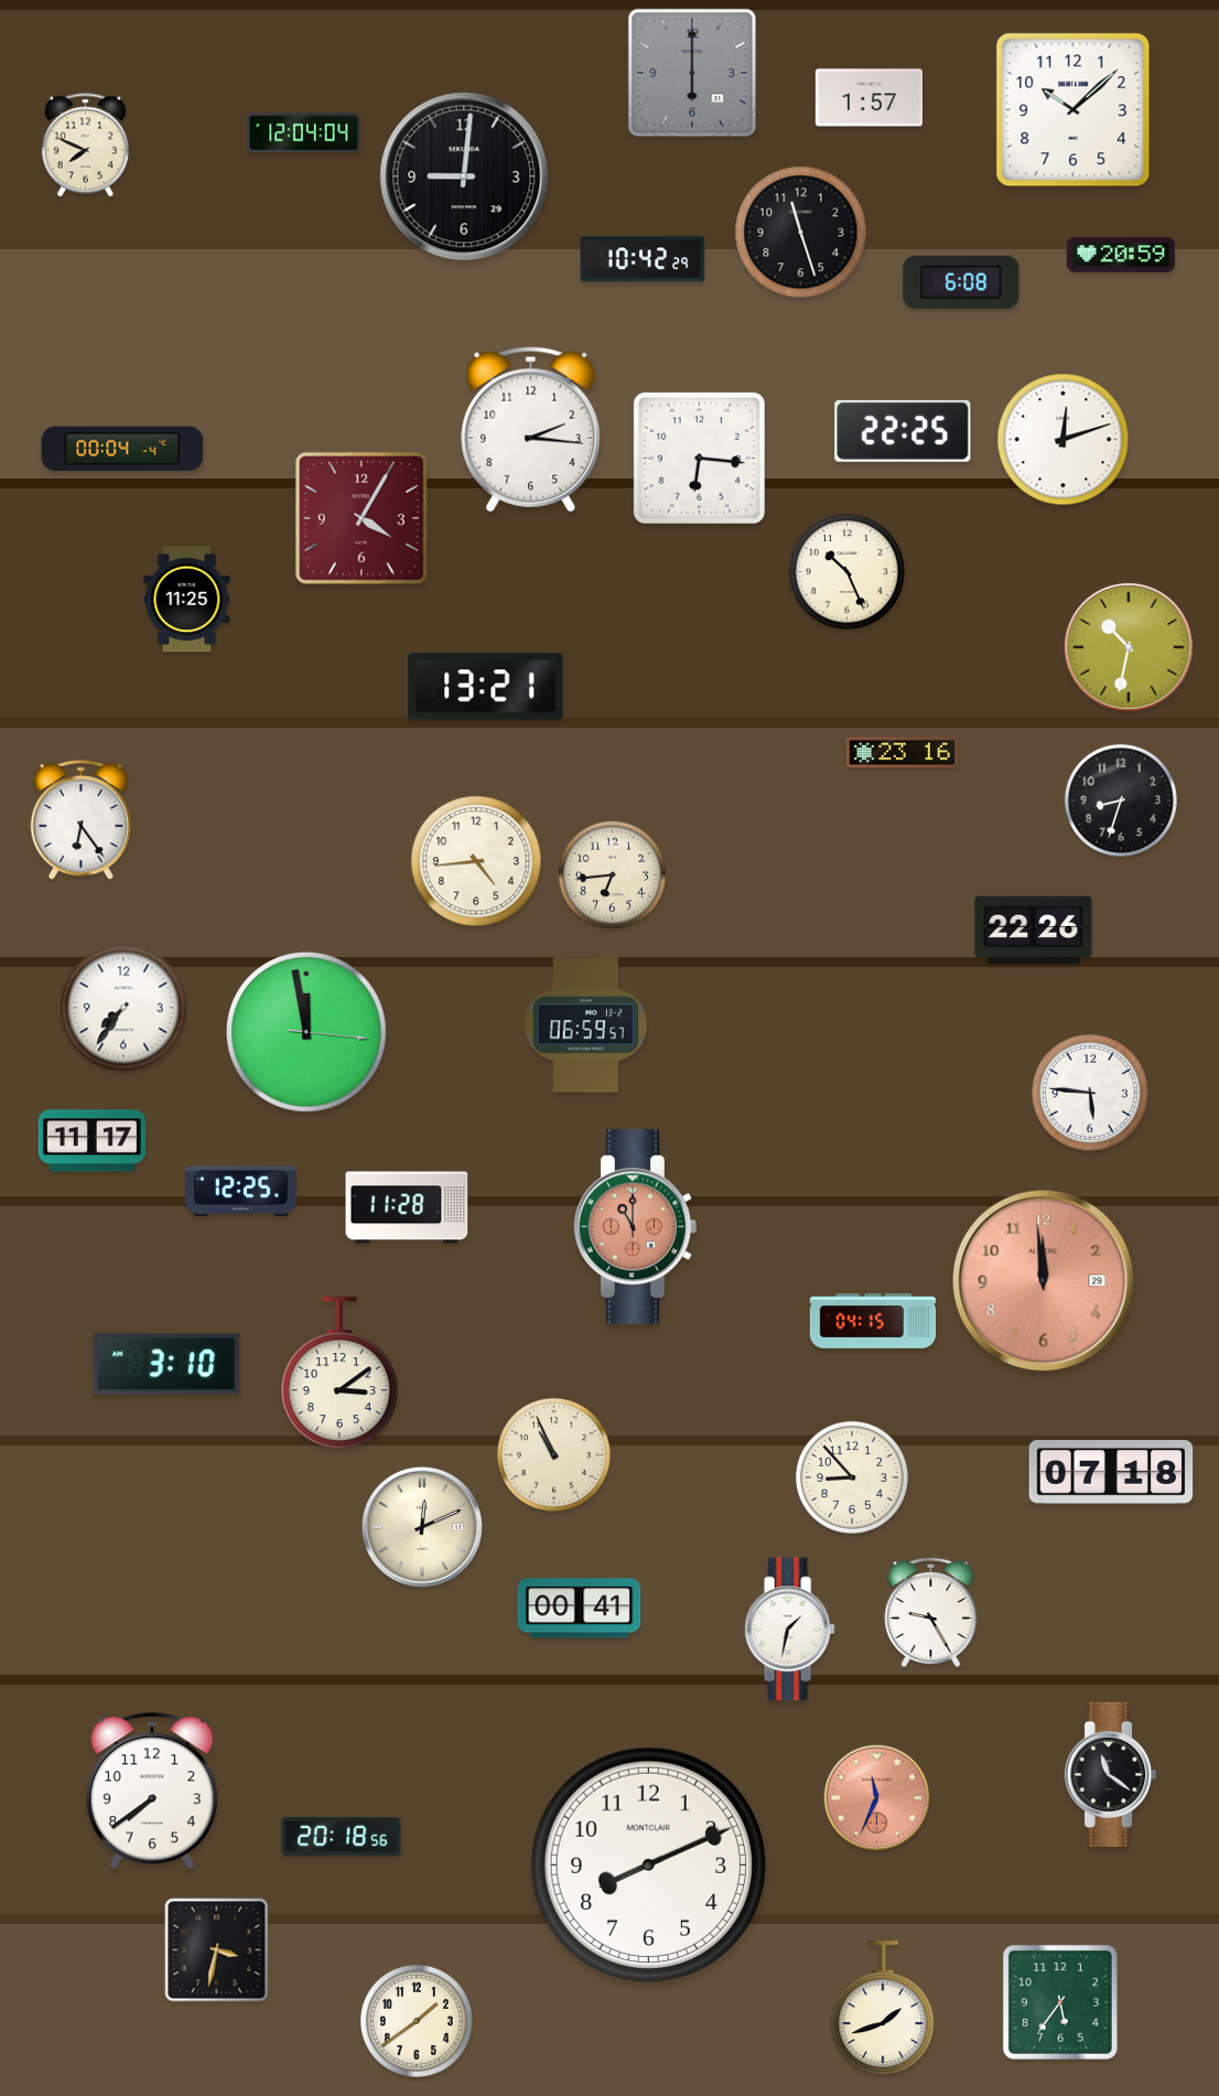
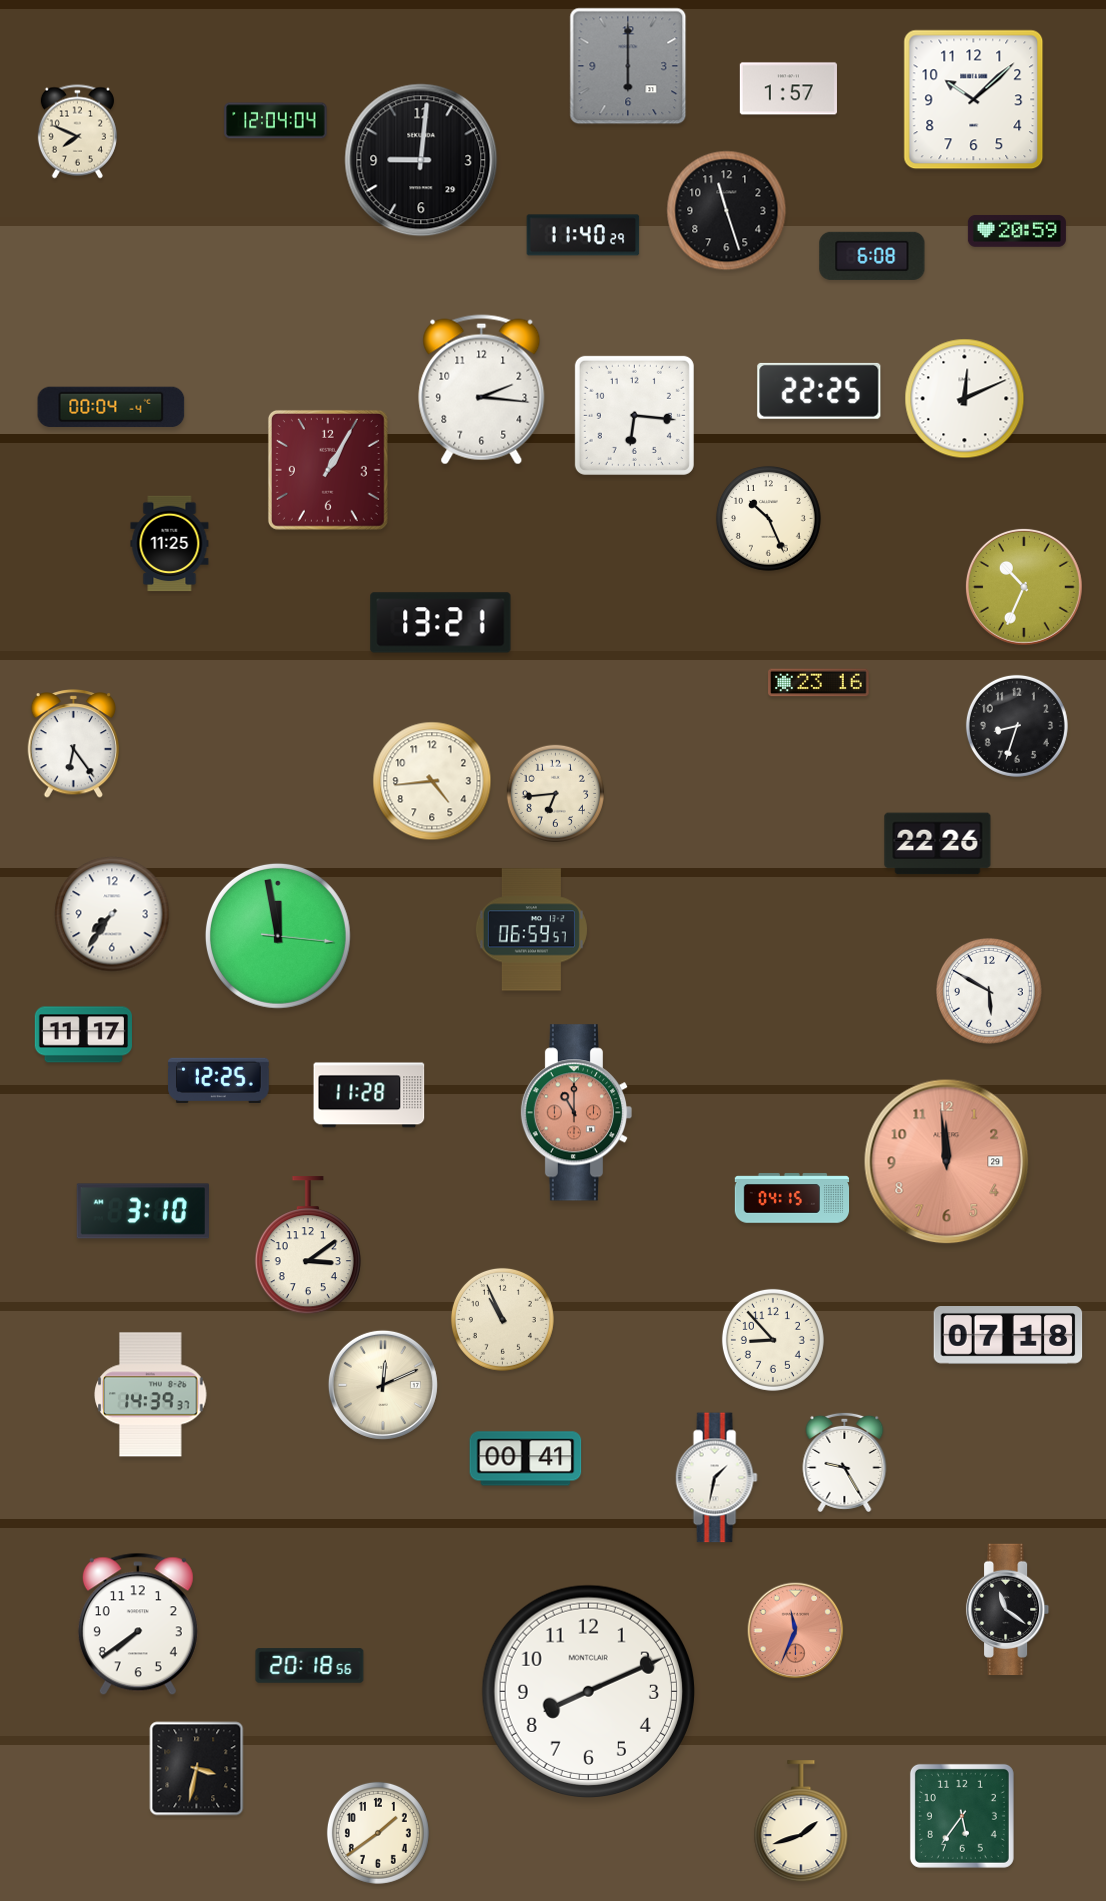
clock at (643, 259): 10:42 -> 11:40
clock at (1064, 440): 12:12 -> 12:11
clock at (362, 518): 4:05 -> 1:05
clock at (1129, 647): 10:32 -> 10:34
clock at (1091, 1094): 5:46 -> 5:50
clock at (166, 1364) position: (166, 1364) -> (143, 1211)
clock at (151, 1395): none -> 14:39
